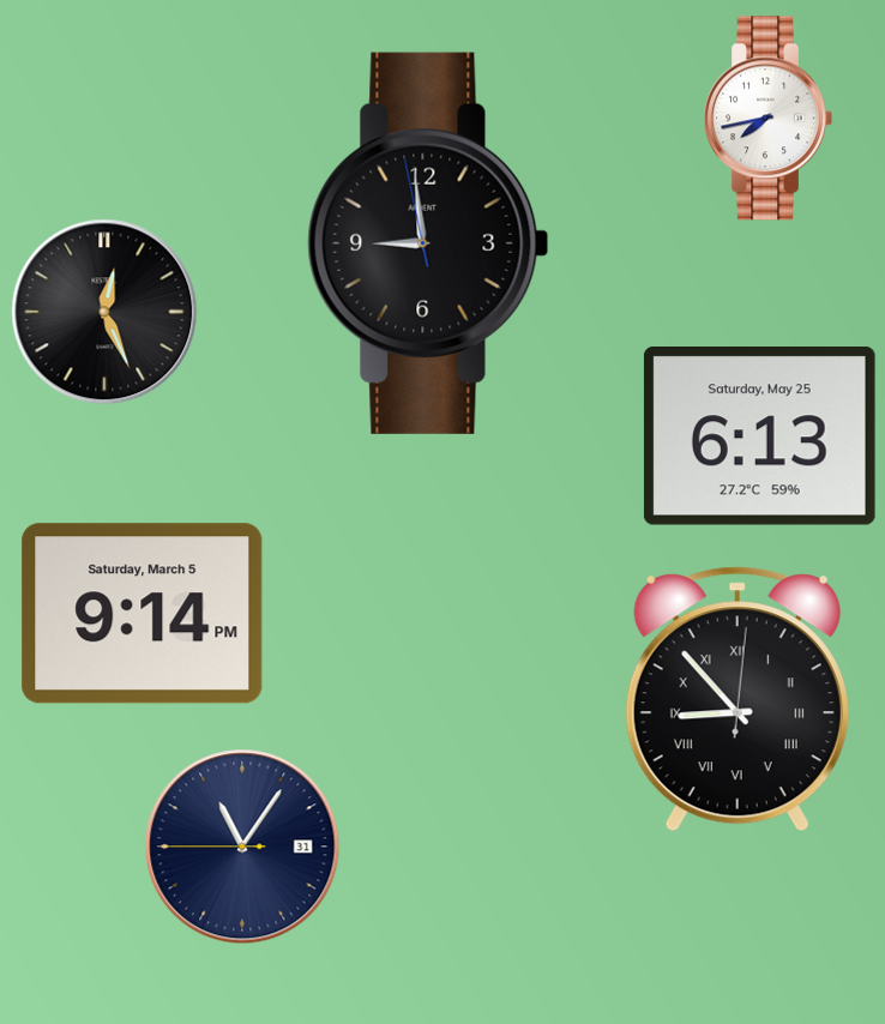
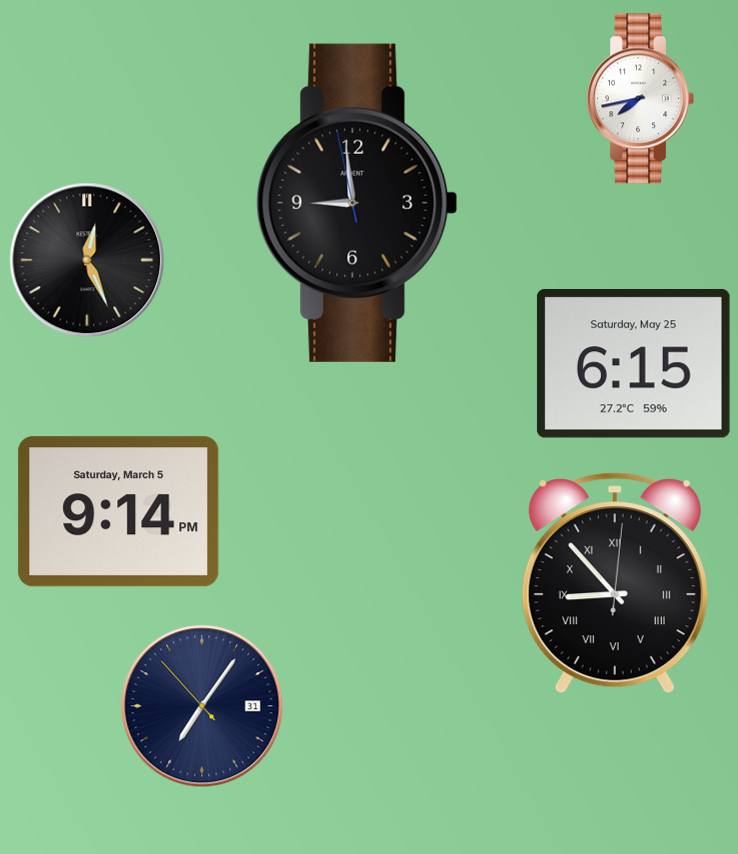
clock at (759, 436): 6:13 -> 6:15
clock at (242, 847): 11:05 -> 7:05
